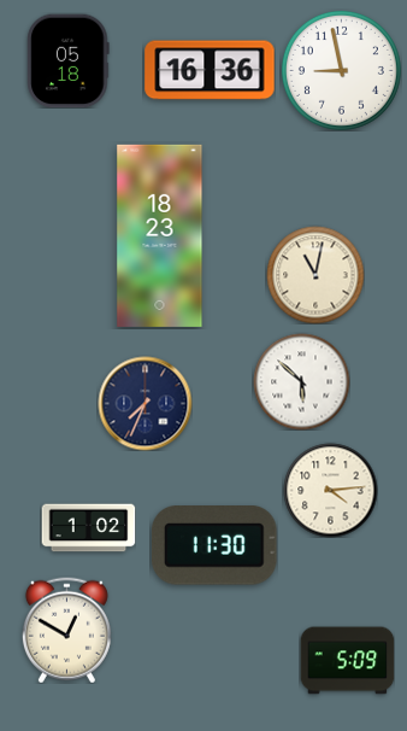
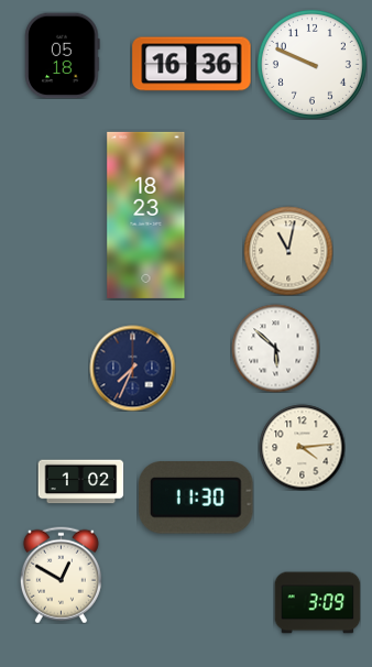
clock at (341, 70): 8:58 -> 9:49
clock at (347, 661): 5:09 -> 3:09
